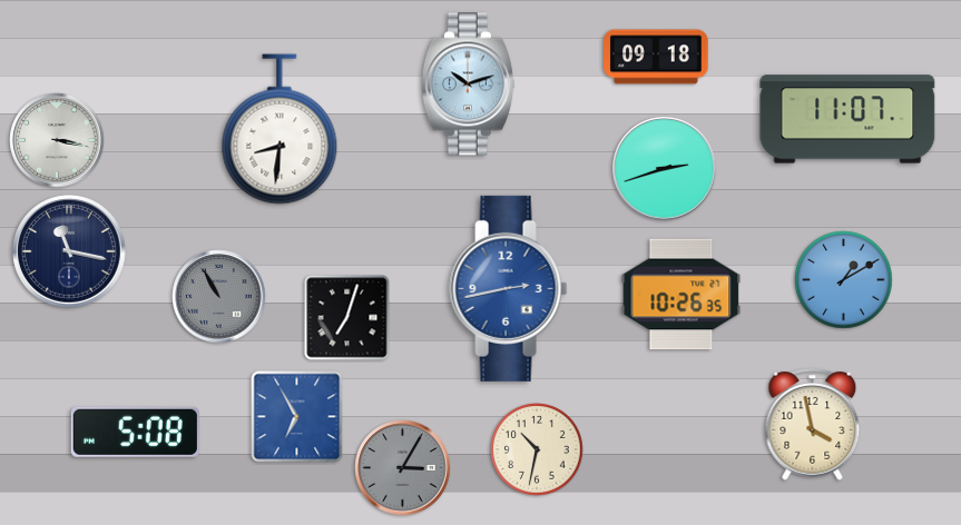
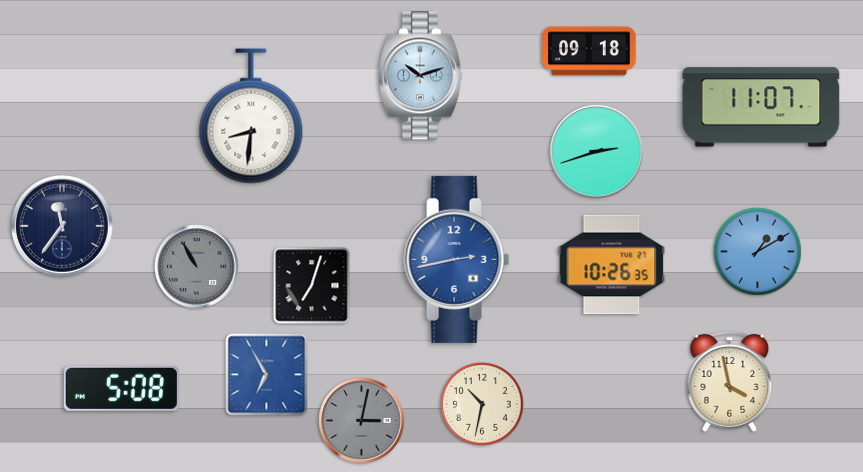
clock at (57, 140): 3:17 -> none
clock at (69, 251): 11:17 -> 11:36
clock at (403, 468): 3:05 -> 3:02
